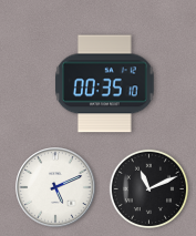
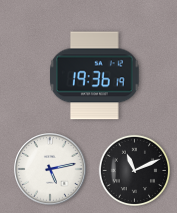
clock at (105, 84): 00:35 -> 19:36
clock at (55, 187): 5:11 -> 5:13
